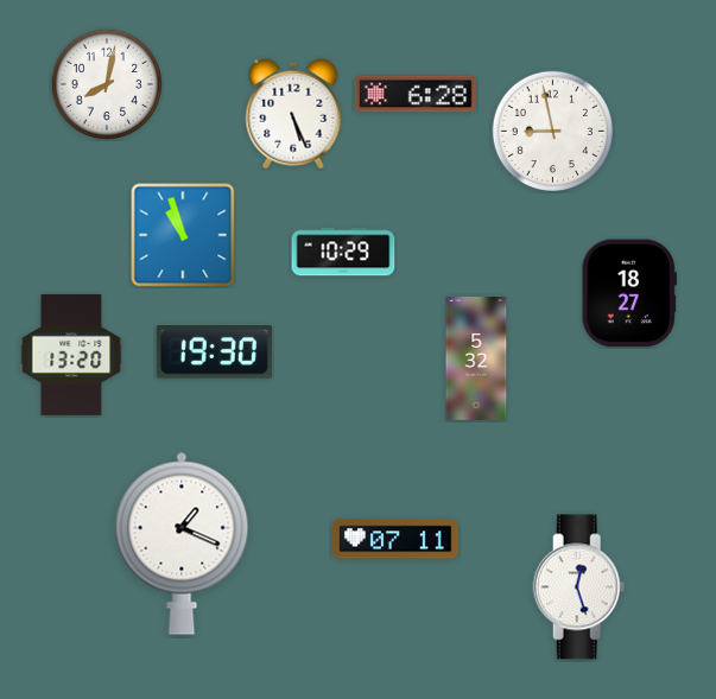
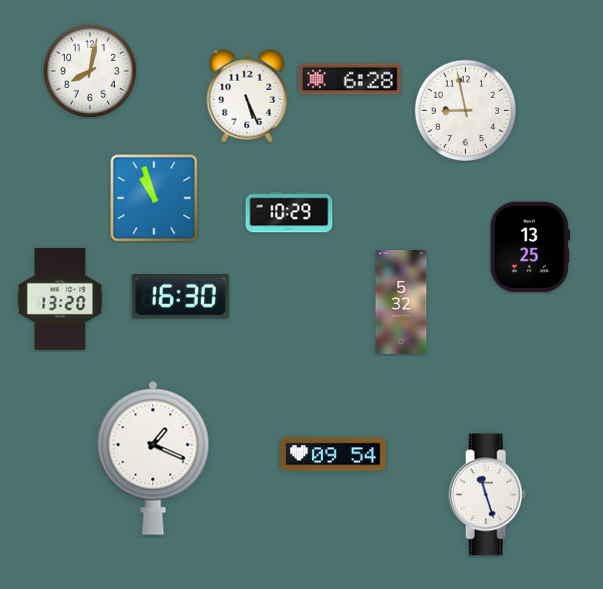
clock at (629, 293): 18:27 -> 13:25
clock at (214, 352): 19:30 -> 16:30
clock at (395, 539): 07:11 -> 09:54
clock at (579, 587): 12:27 -> 11:27
